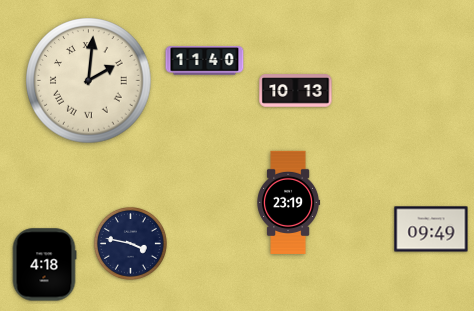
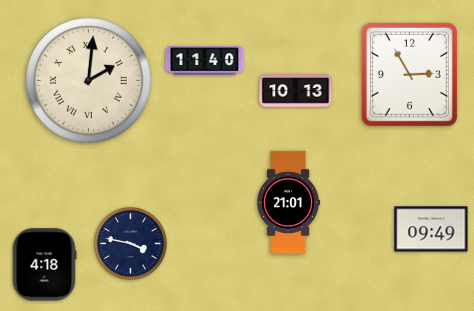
clock at (409, 74): none -> 2:55
clock at (289, 202): 23:19 -> 21:01
